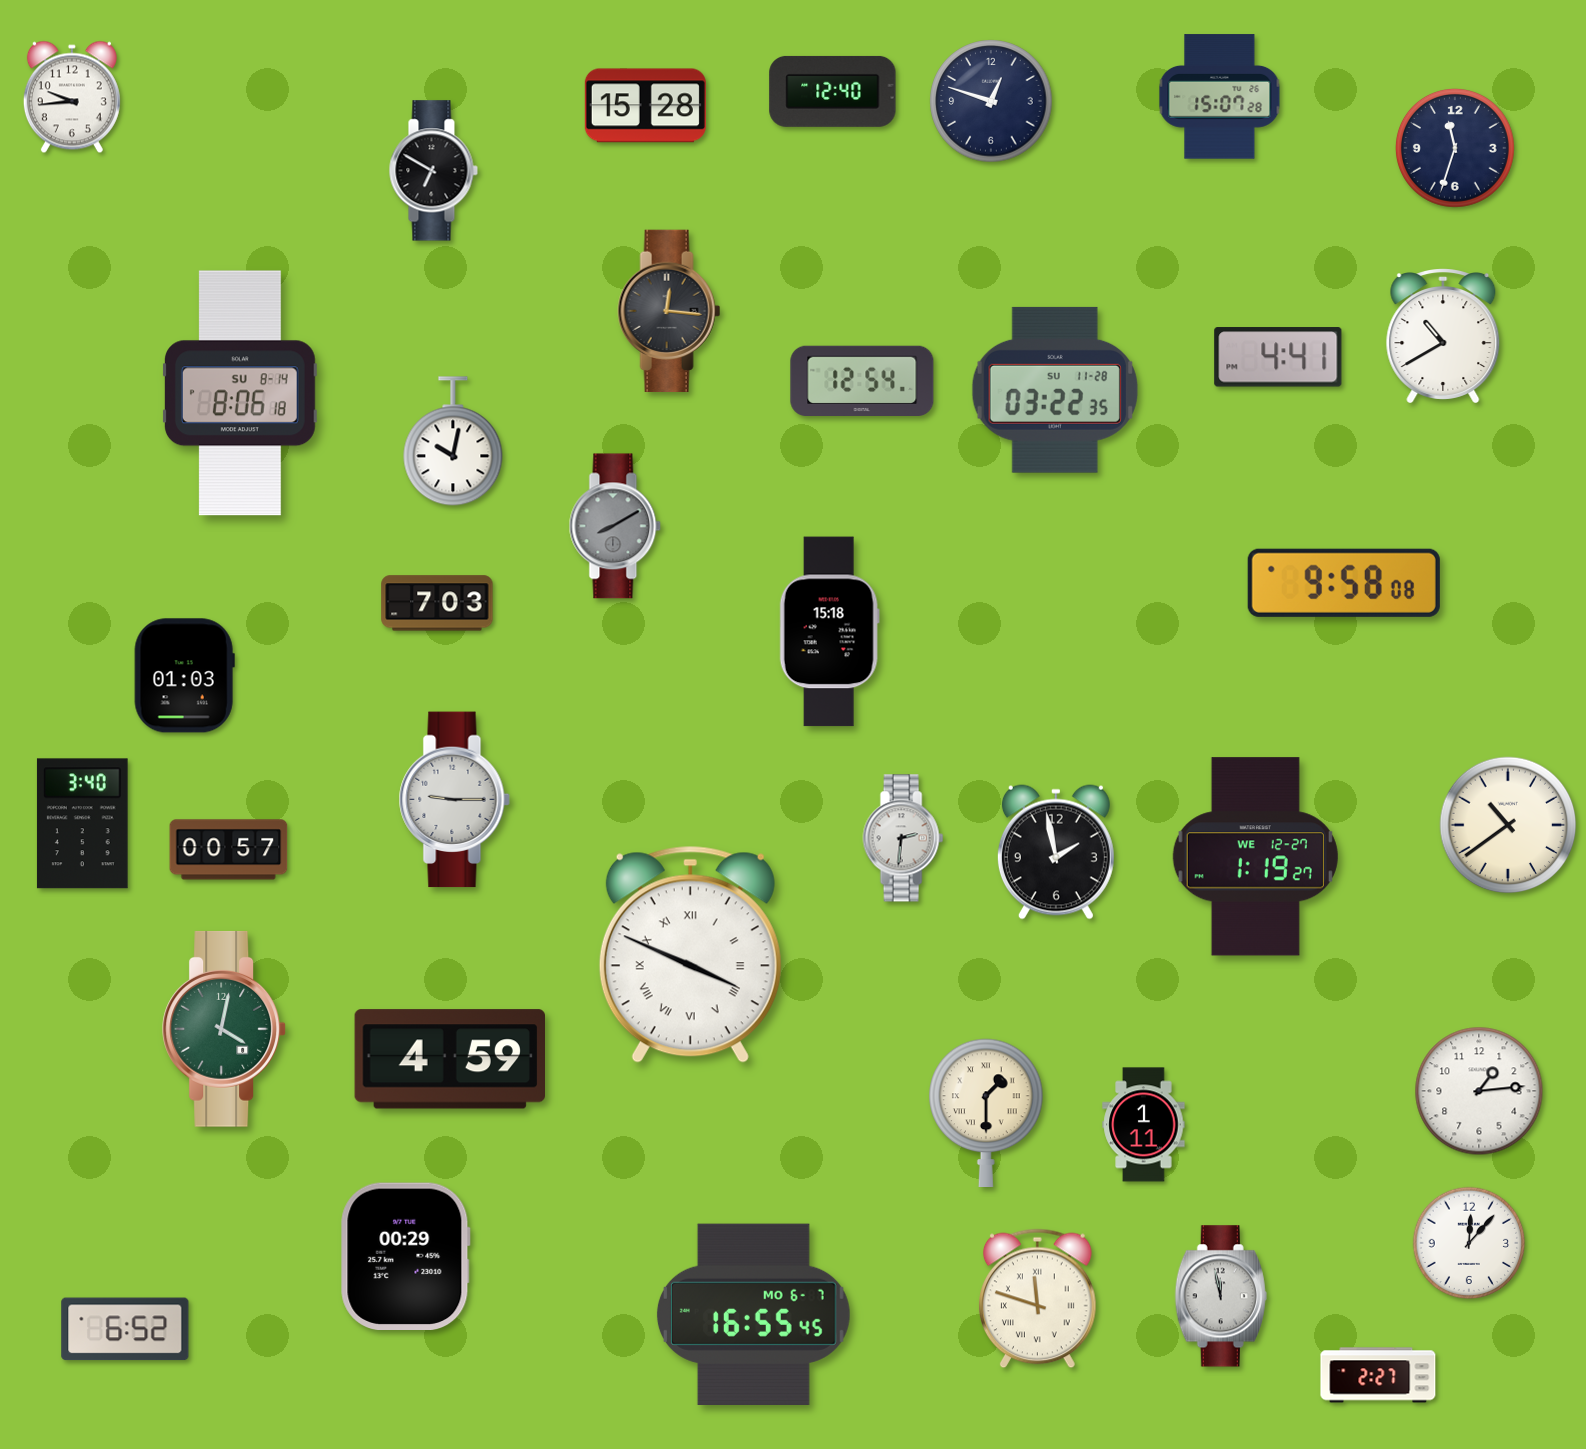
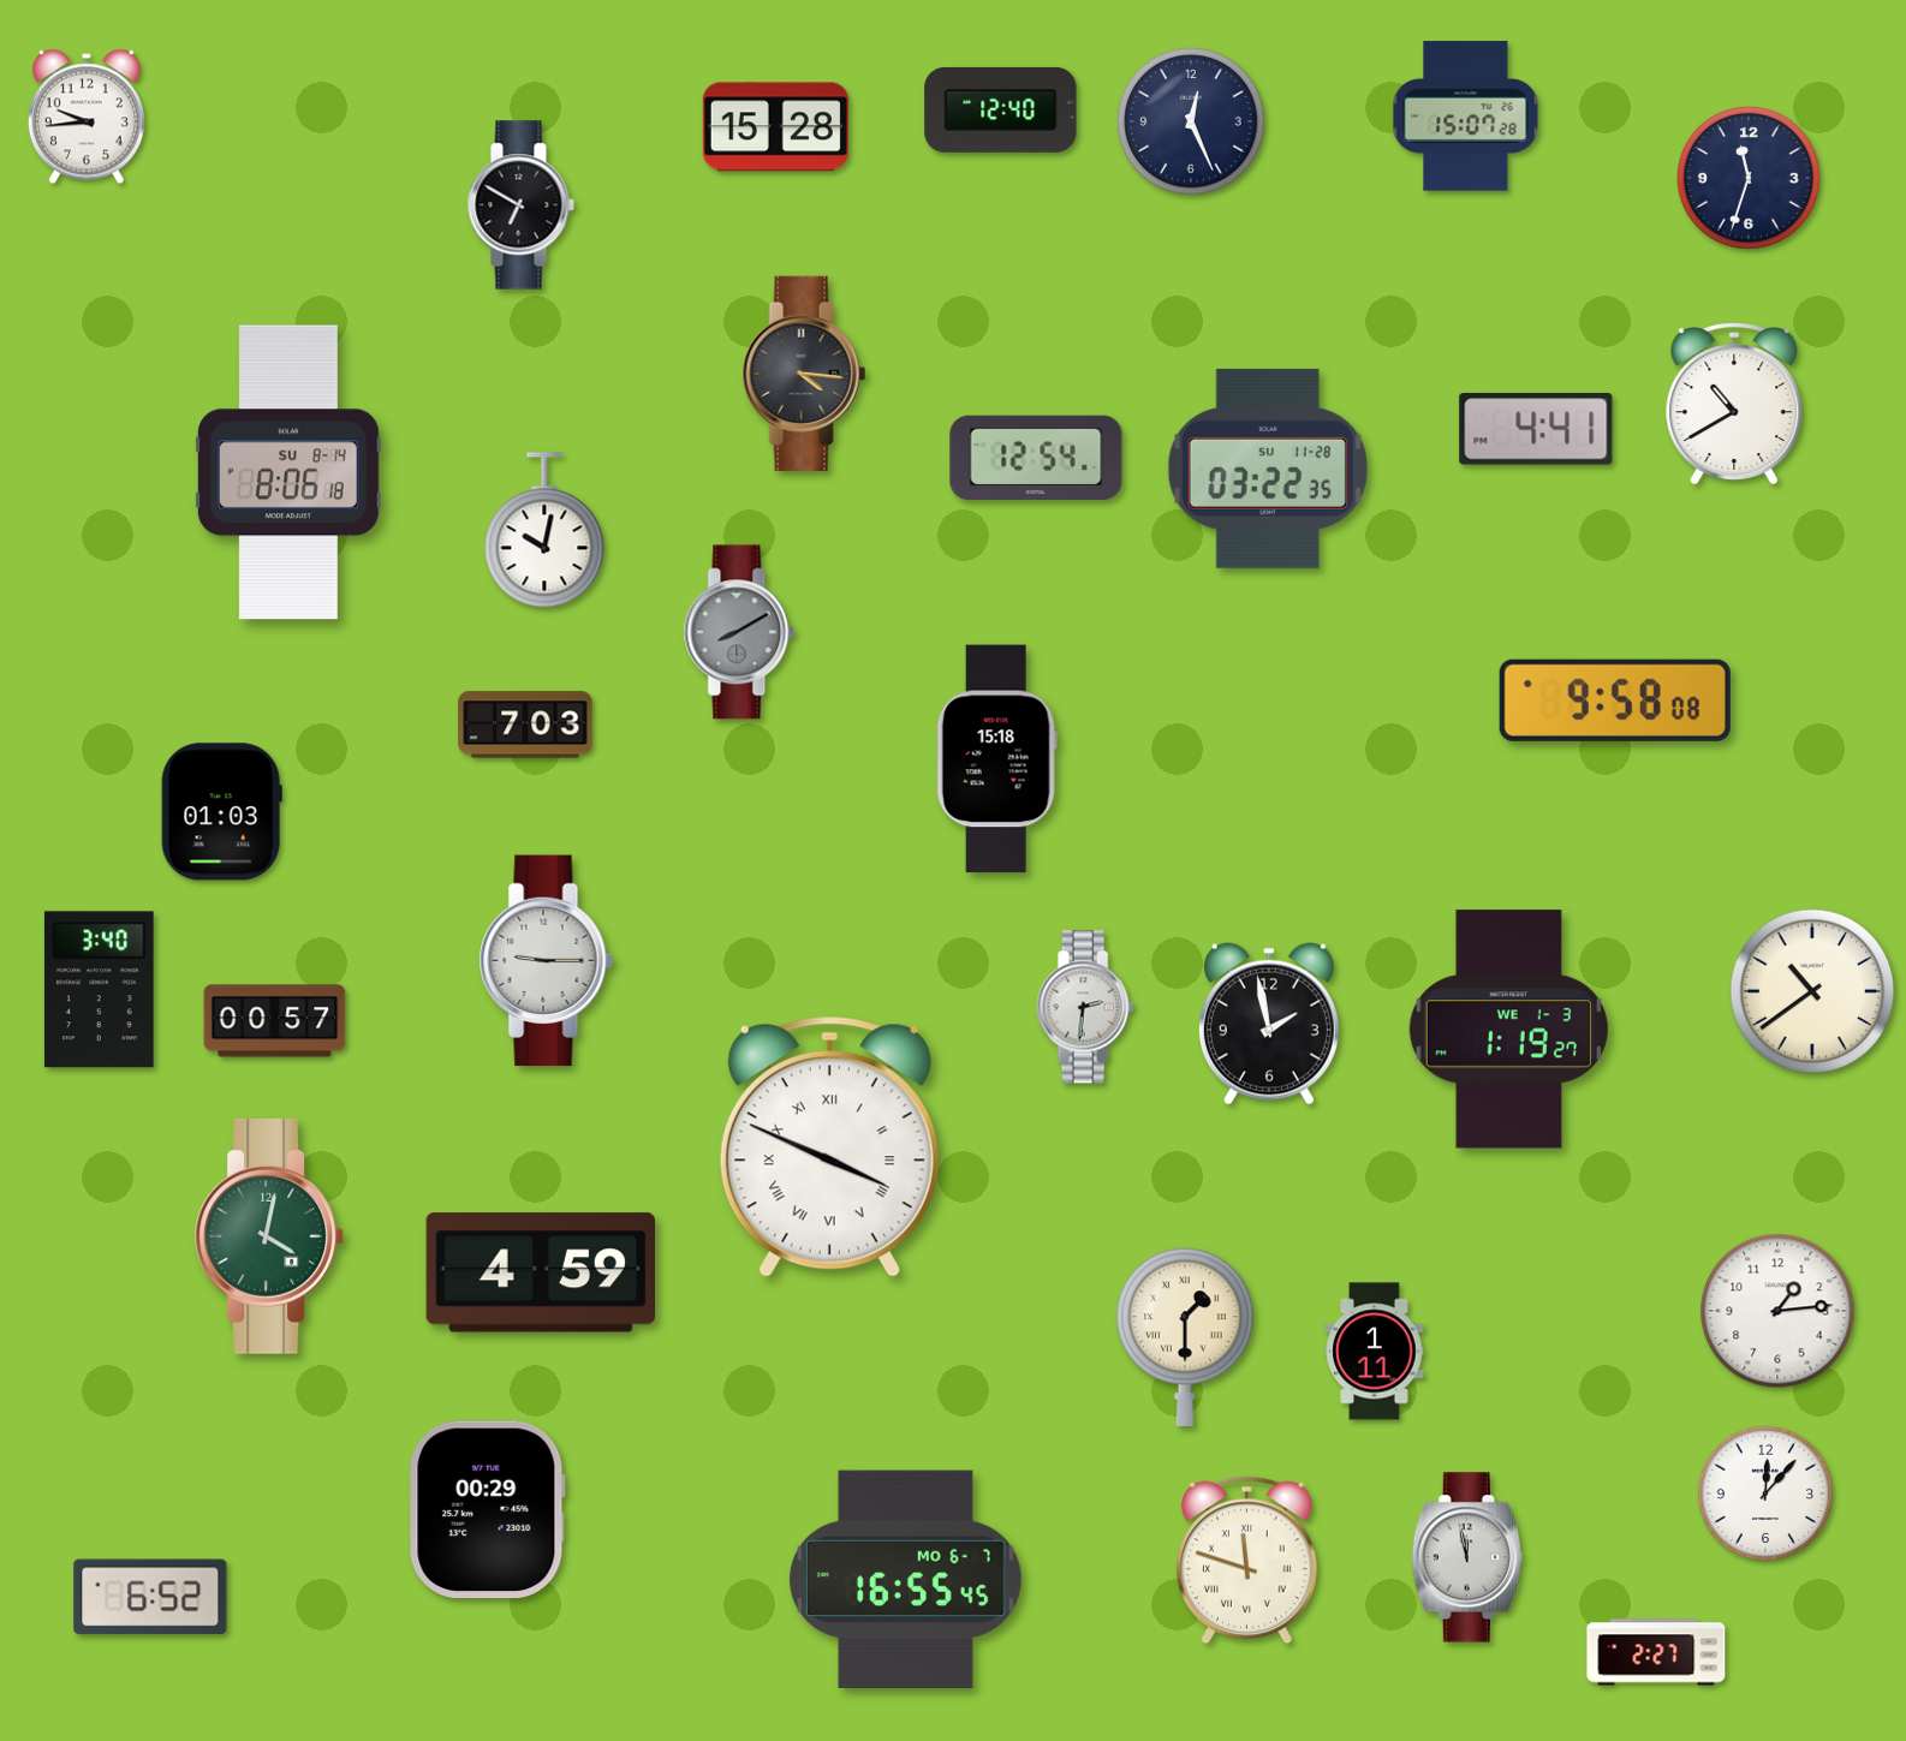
clock at (991, 101): 12:48 -> 12:26
clock at (669, 310): 12:16 -> 4:16
clock at (1255, 857) date: WE 12-27 -> WE 1-3
